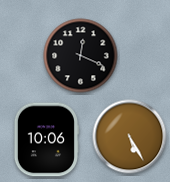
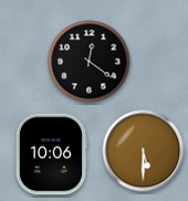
clock at (81, 56): 12:19 -> 12:21
clock at (130, 137): 5:25 -> 5:30
